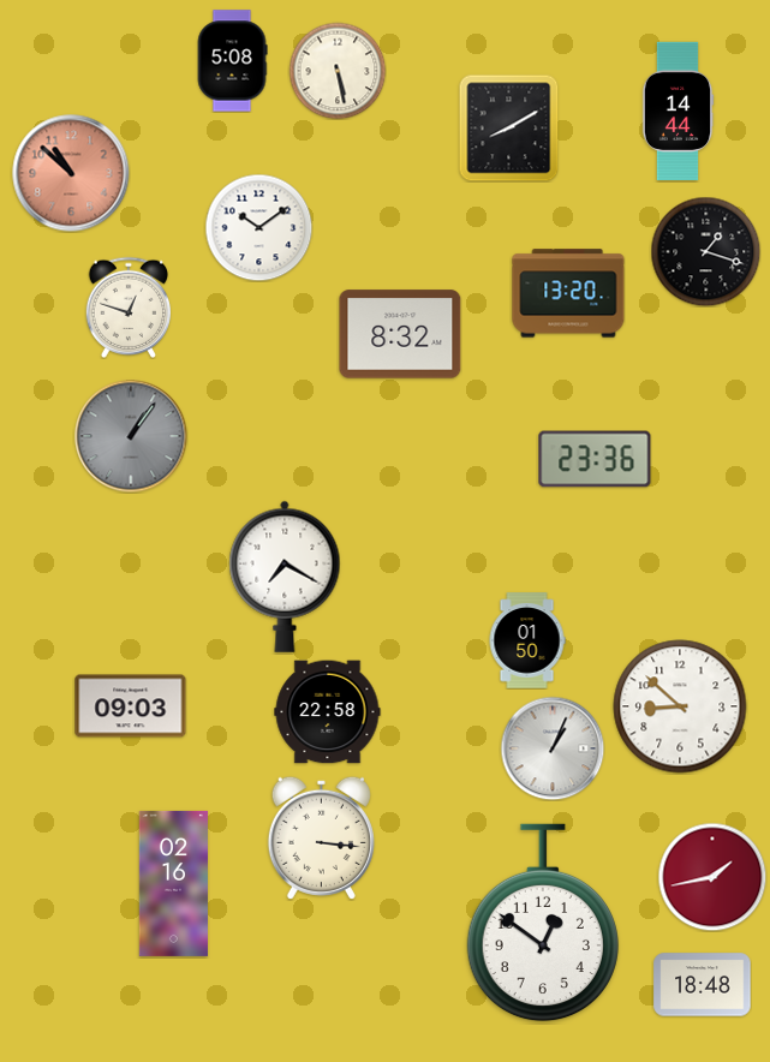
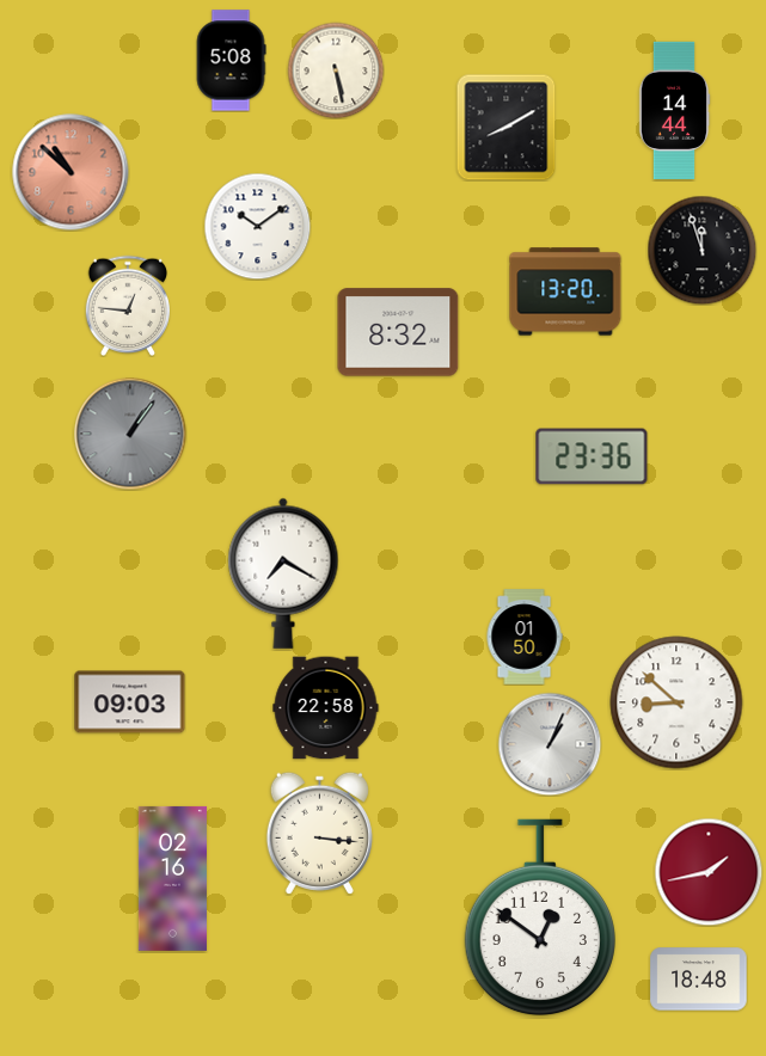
clock at (705, 251): 1:18 -> 11:57
clock at (129, 308): 12:48 -> 12:46
